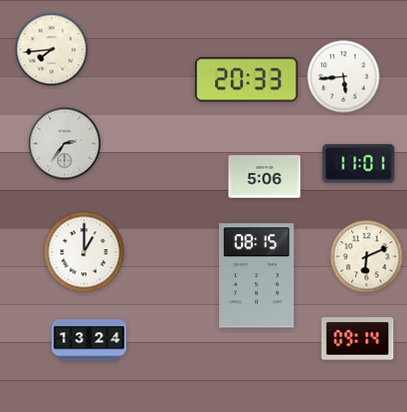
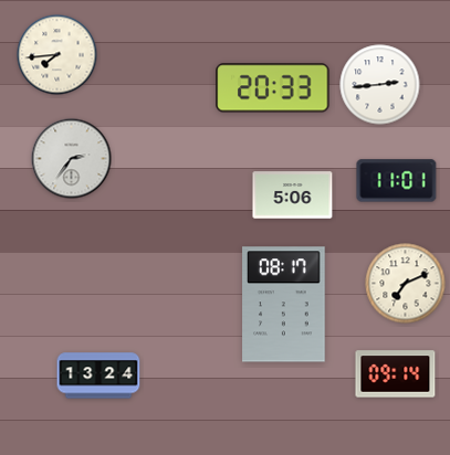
clock at (344, 77): 5:44 -> 2:44
clock at (84, 252): 1:00 -> none
clock at (367, 257): 6:11 -> 7:11
clock at (257, 276): 08:15 -> 08:17
